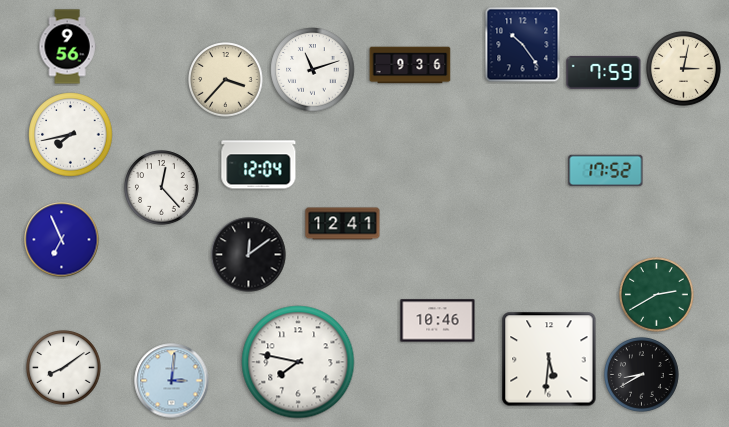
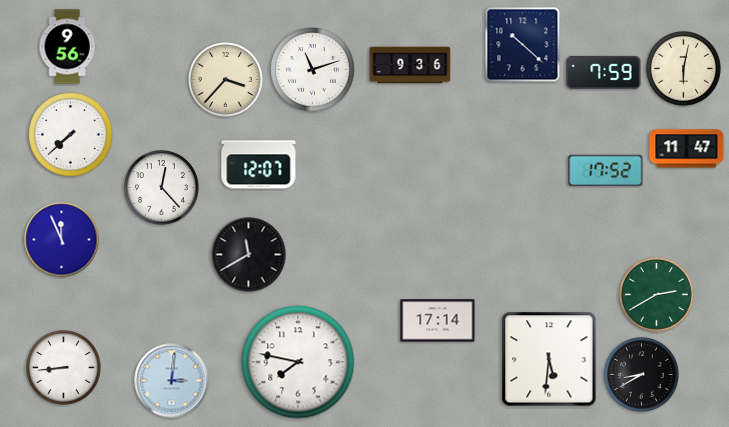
clock at (523, 45): 10:24 -> 10:22
clock at (684, 69): 3:02 -> 6:02
clock at (71, 135): 7:43 -> 7:38
clock at (687, 149): none -> 11:47
clock at (259, 165): 12:04 -> 12:07
clock at (343, 224): 12:41 -> none
clock at (62, 240): 6:56 -> 11:56
clock at (249, 255): 12:09 -> 11:40
clock at (438, 321): 10:46 -> 17:14
clock at (64, 368): 8:09 -> 8:44
